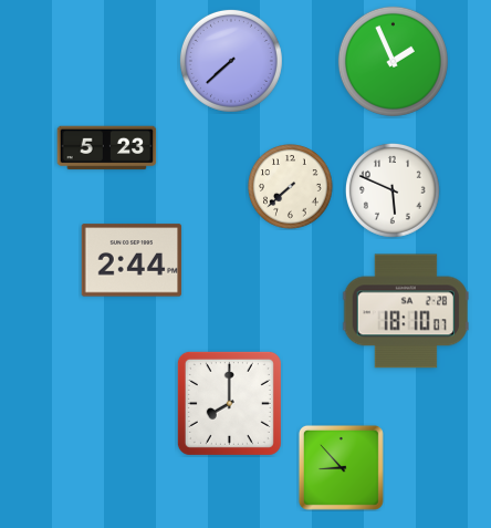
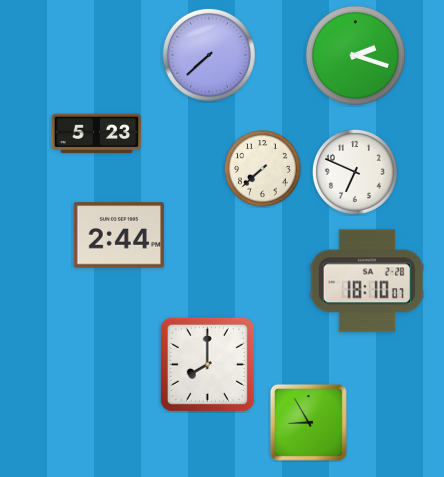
clock at (393, 61): 1:56 -> 2:18
clock at (393, 190): 5:49 -> 6:49
clock at (341, 467): 8:53 -> 8:55
